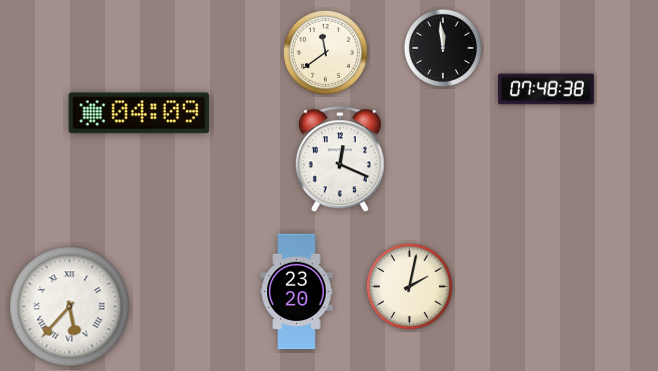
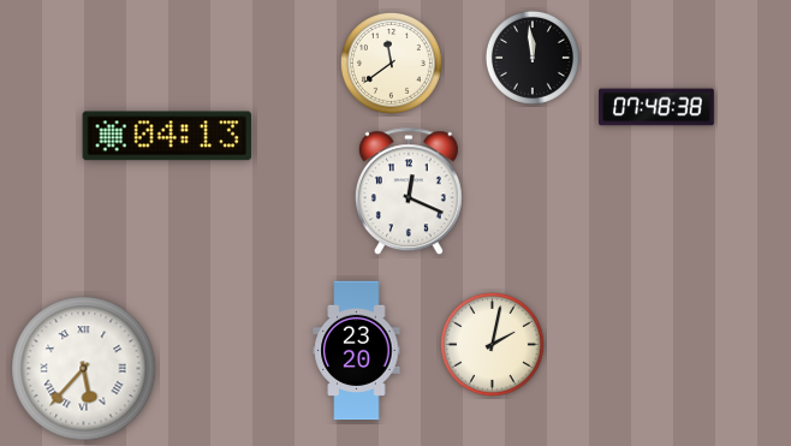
clock at (139, 113): 04:09 -> 04:13
